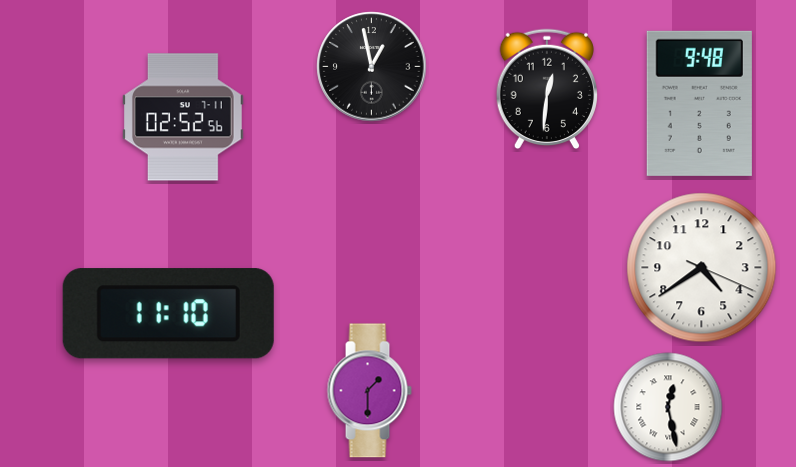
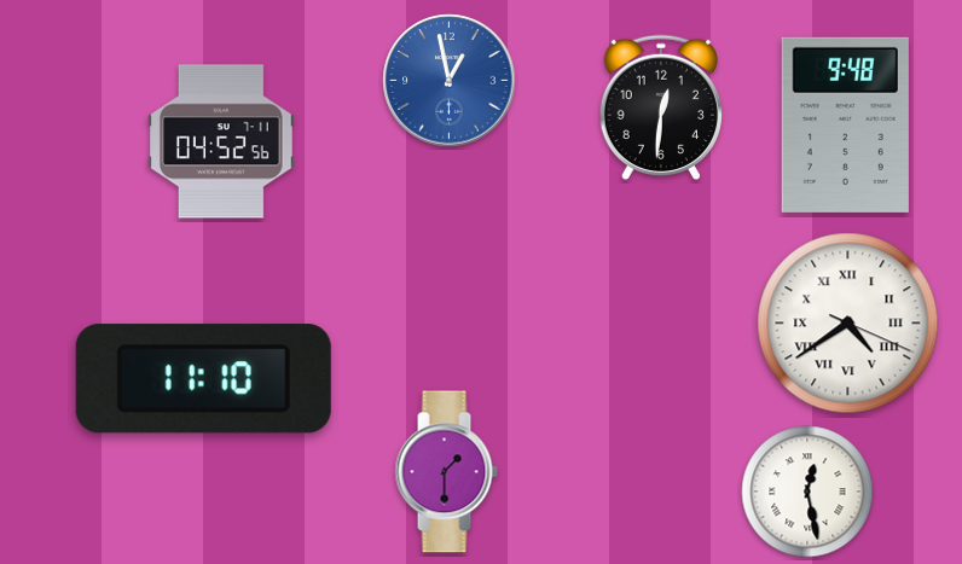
clock at (372, 67) dial: black -> blue
clock at (184, 117): 02:52 -> 04:52
clock at (702, 268) numerals: Arabic -> Roman
